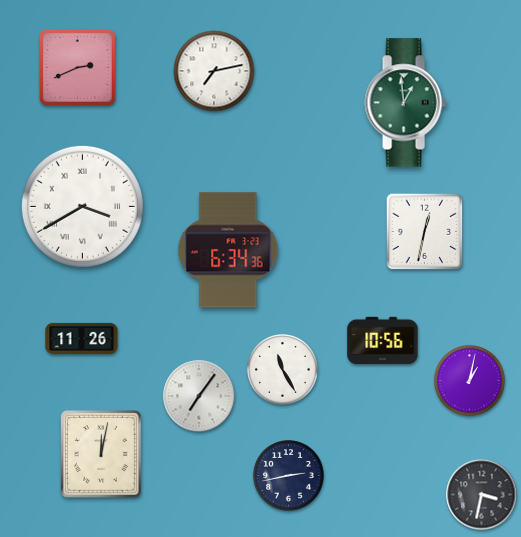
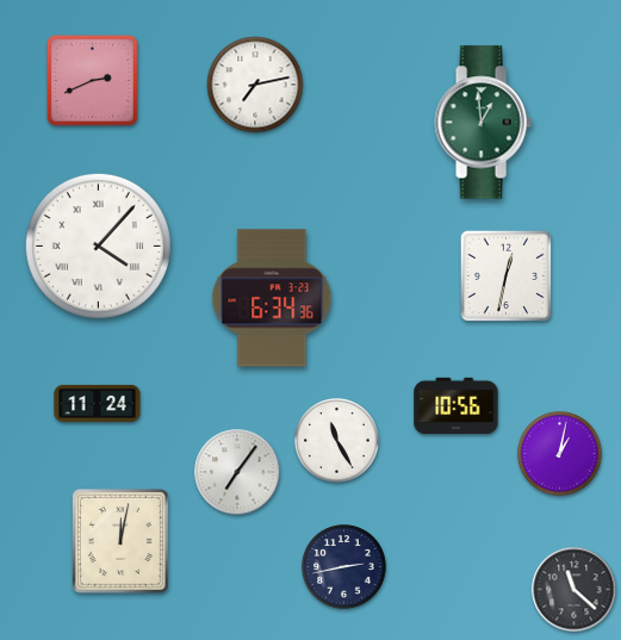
clock at (82, 206): 3:40 -> 4:07
clock at (82, 338): 11:26 -> 11:24
clock at (482, 495): 3:32 -> 11:22
